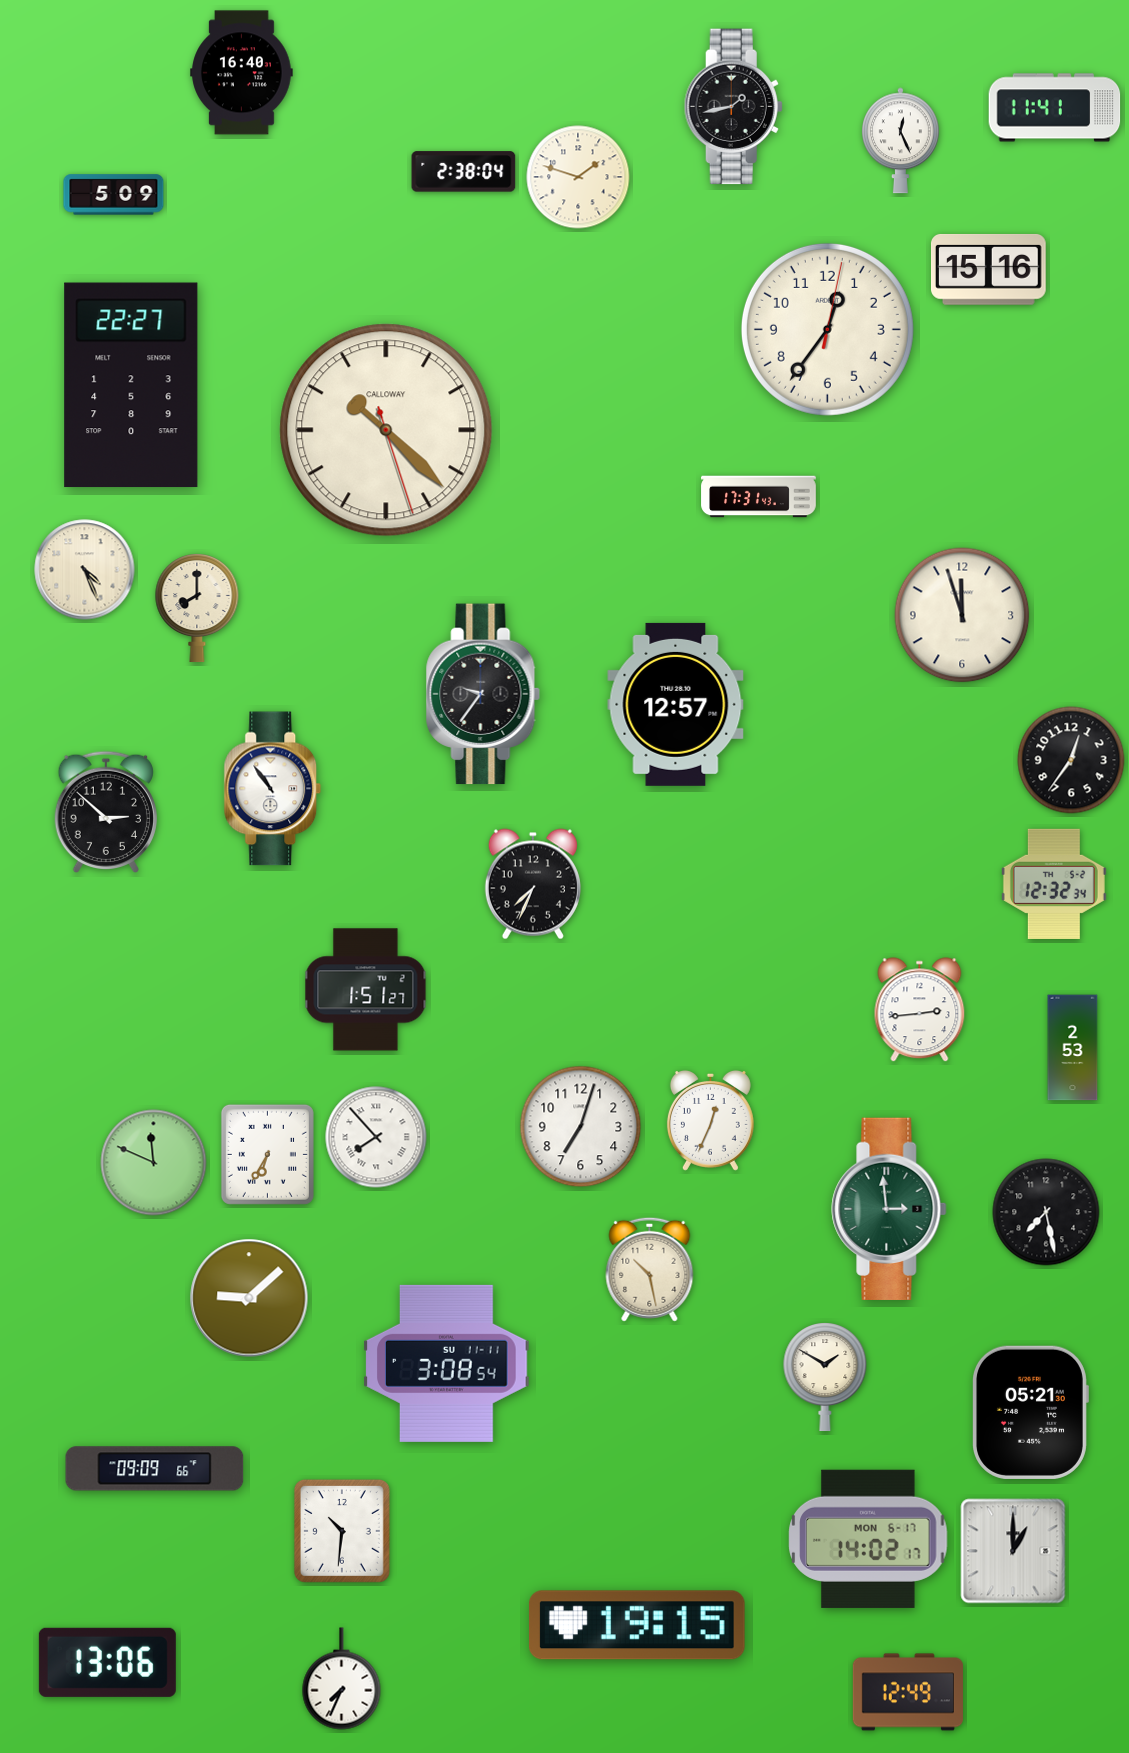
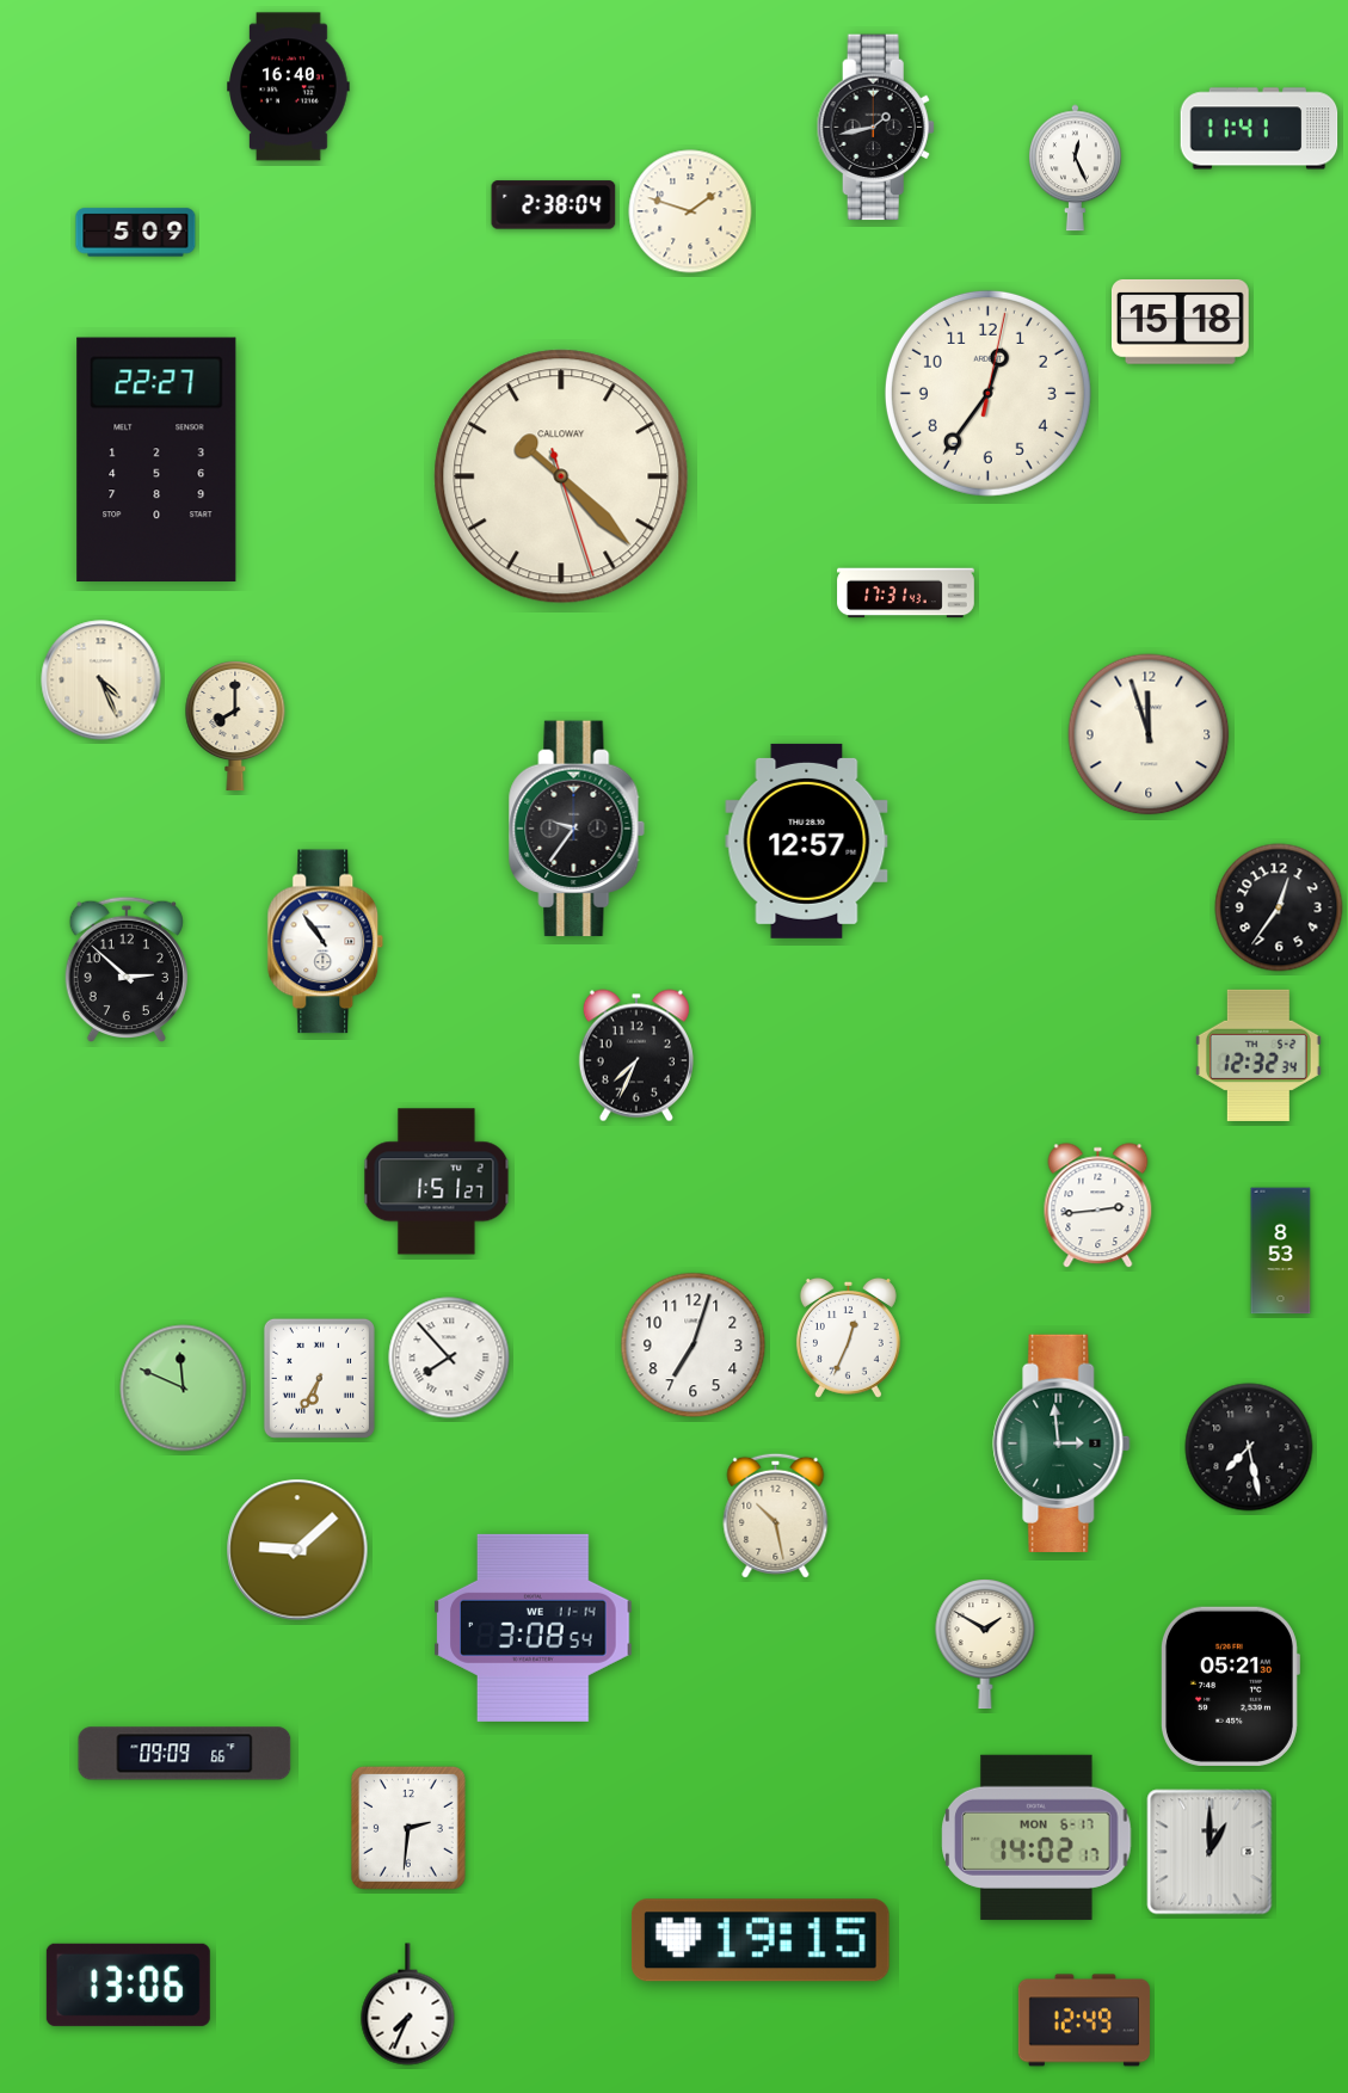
clock at (988, 270): 15:16 -> 15:18
clock at (386, 430) position: (386, 430) -> (561, 476)
clock at (1073, 1048): 2:53 -> 8:53
clock at (447, 1363) date: SU 11-11 -> WE 11-14
clock at (342, 1531): 10:31 -> 2:31
